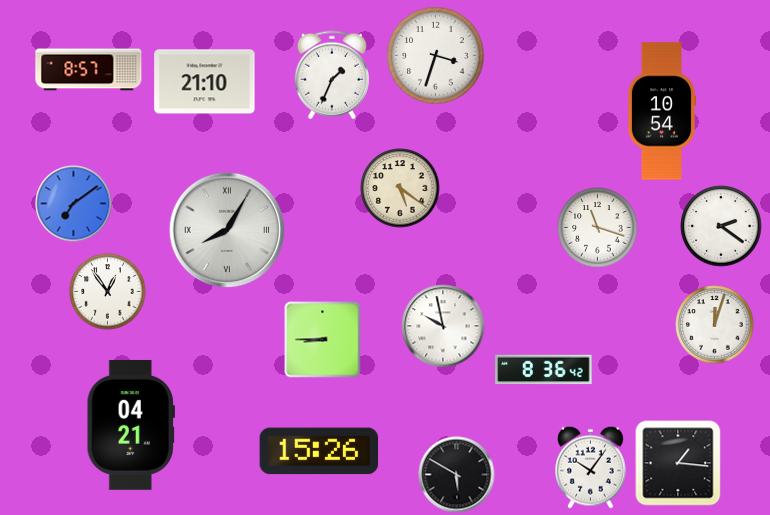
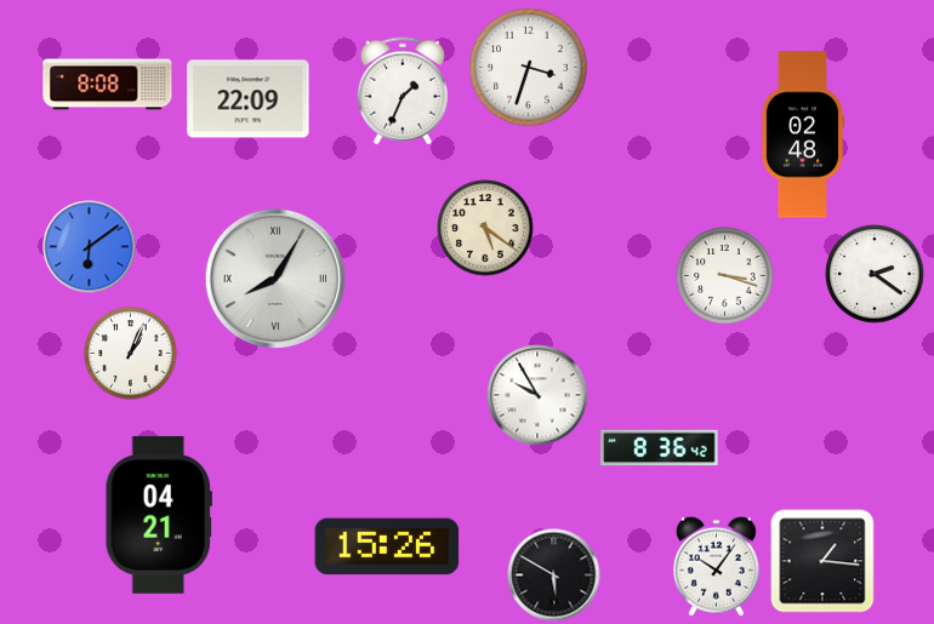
clock at (89, 70): 8:57 -> 8:08
clock at (205, 82): 21:10 -> 22:09
clock at (662, 111): 10:54 -> 02:48
clock at (74, 204): 7:09 -> 6:09
clock at (598, 228): 11:18 -> 3:18
clock at (108, 292): 12:54 -> 1:04
clock at (715, 325): 12:03 -> none
clock at (443, 326): 9:58 -> 9:55
clock at (323, 340): 8:45 -> none
